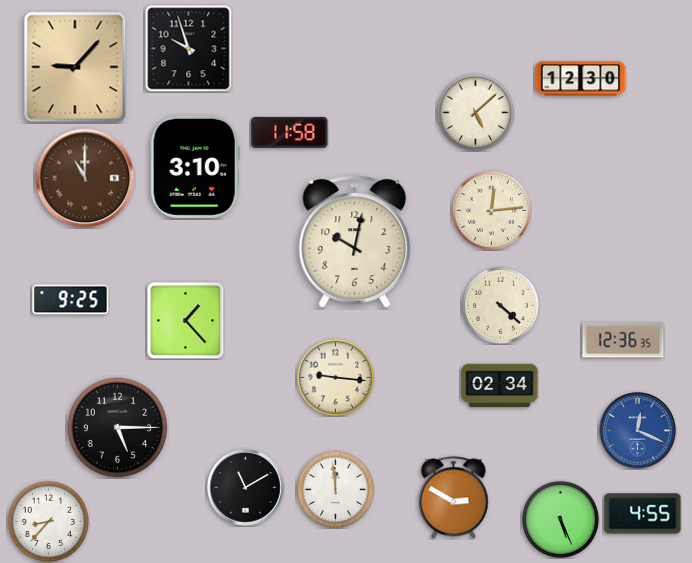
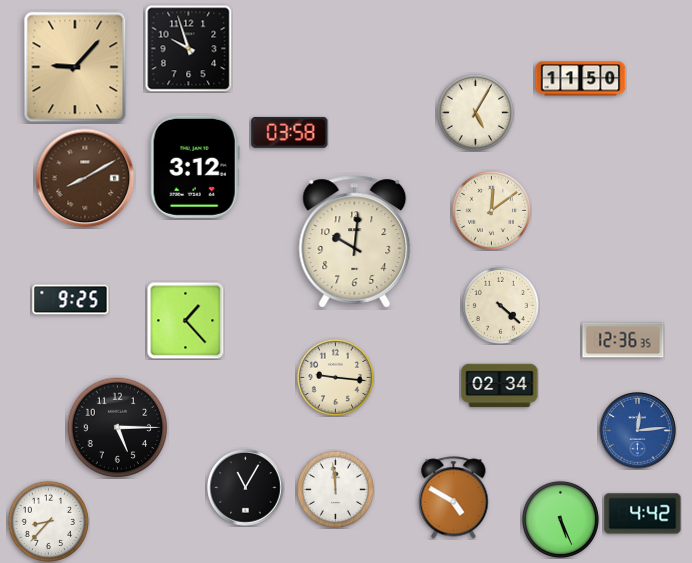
clock at (581, 79): 12:30 -> 11:50
clock at (475, 112): 5:08 -> 5:05
clock at (290, 132): 11:58 -> 03:58
clock at (195, 167): 3:10 -> 3:12
clock at (85, 178): 11:00 -> 8:10
clock at (491, 210): 12:14 -> 12:09
clock at (355, 242): 10:02 -> 10:01
clock at (638, 431): 12:19 -> 12:14
clock at (246, 488): 11:10 -> 11:05
clock at (454, 498): 2:50 -> 4:50
clock at (643, 514): 4:55 -> 4:42
